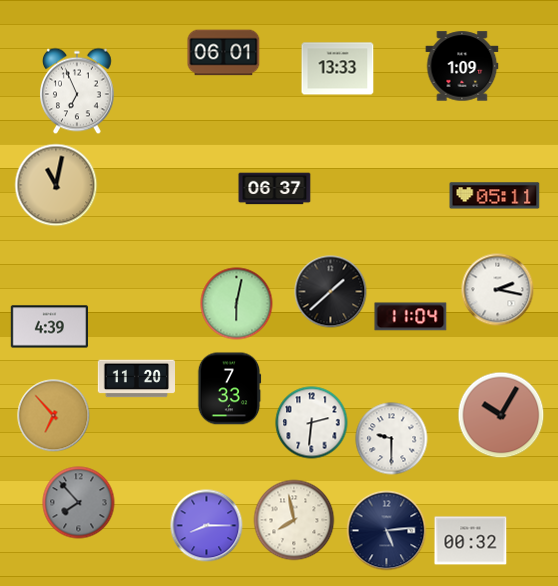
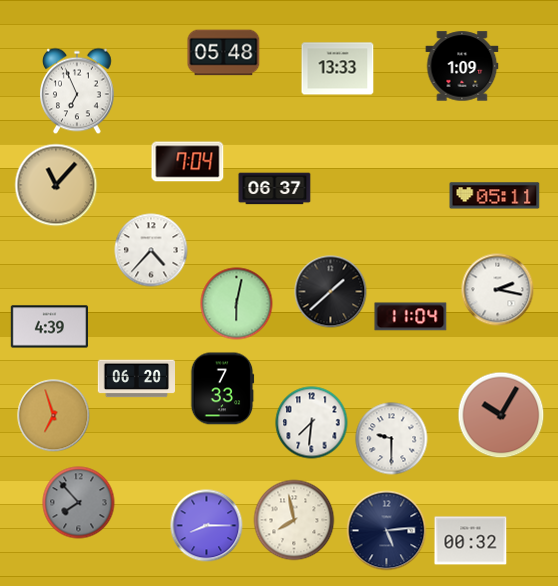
clock at (224, 53): 06:01 -> 05:48
clock at (188, 162): none -> 7:04
clock at (56, 185): 11:02 -> 11:07
clock at (151, 250): none -> 4:37
clock at (136, 379): 11:20 -> 06:20
clock at (229, 389) position: (229, 389) -> (222, 389)
clock at (54, 416): 6:53 -> 6:57
clock at (312, 423): 2:31 -> 7:31
